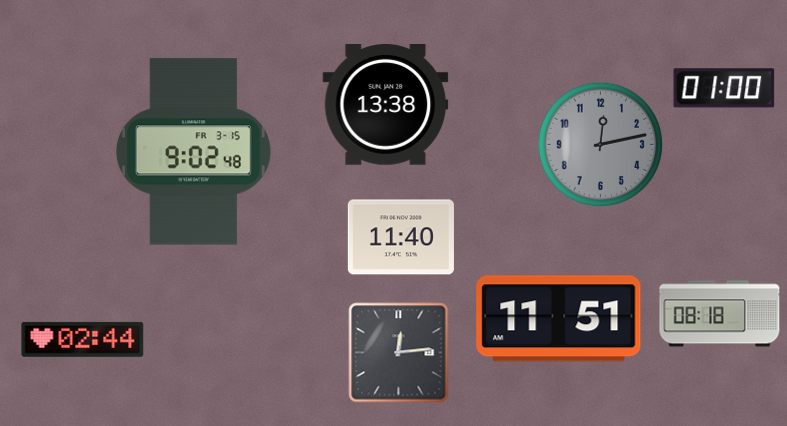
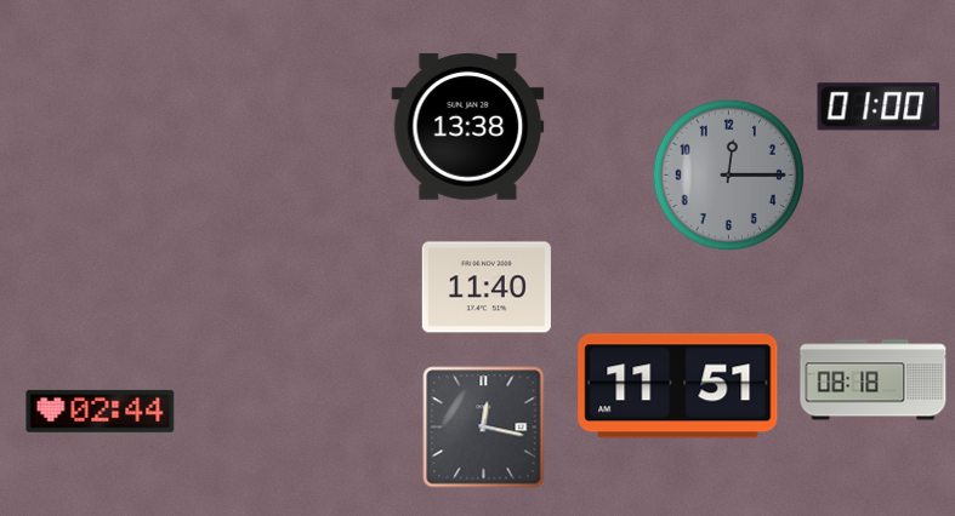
clock at (601, 145): 12:13 -> 12:15
clock at (193, 152): 9:02 -> none
clock at (399, 353): 12:14 -> 12:17
